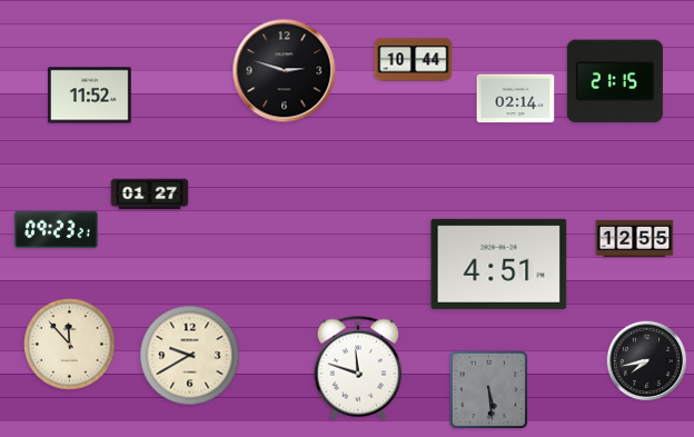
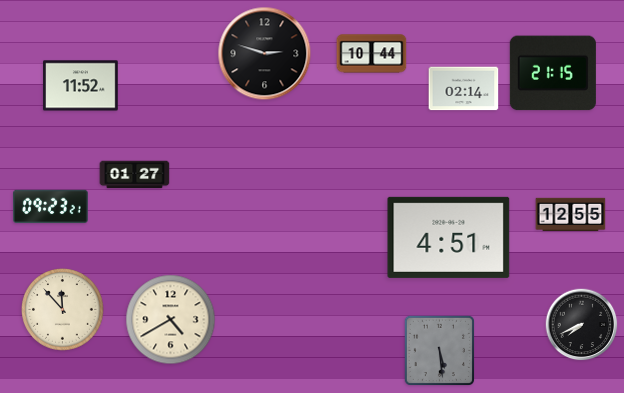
clock at (285, 71) position: (285, 71) -> (265, 54)
clock at (190, 356): 9:40 -> 4:40
clock at (647, 361): 7:43 -> 7:41
clock at (358, 368): 11:48 -> none
